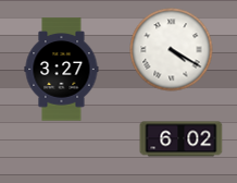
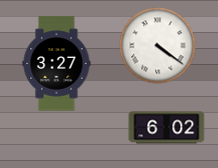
clock at (172, 50): 4:20 -> 4:21
